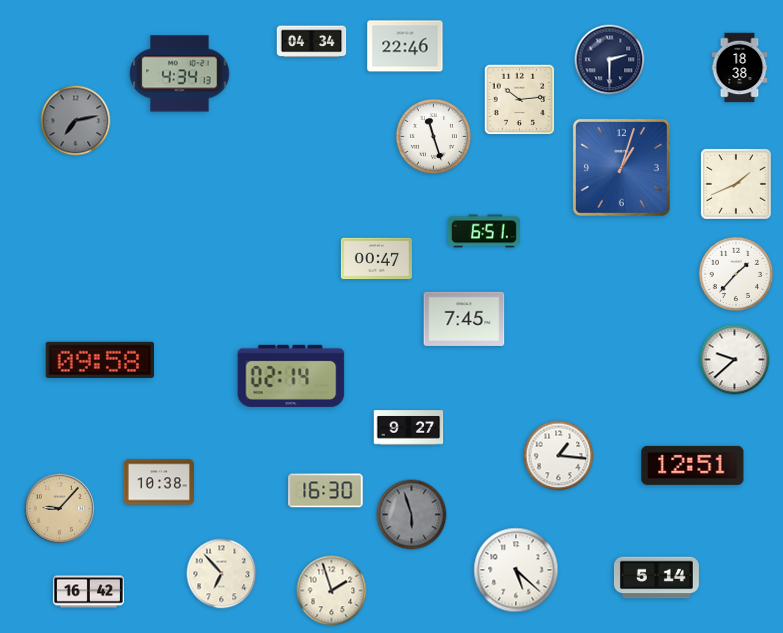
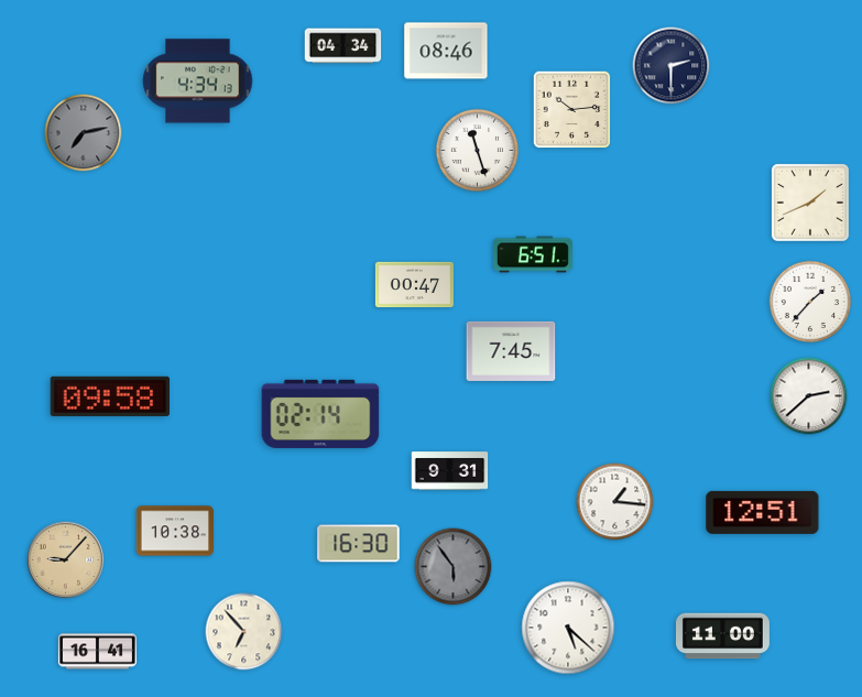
clock at (405, 46): 22:46 -> 08:46
clock at (740, 68): 18:38 -> none
clock at (621, 167): 1:03 -> none
clock at (735, 360): 9:38 -> 2:38
clock at (409, 428): 9:27 -> 9:31
clock at (326, 491) position: (326, 491) -> (359, 544)
clock at (412, 515): 5:57 -> 5:54
clock at (656, 578): 5:14 -> 11:00
clock at (332, 591): 1:57 -> none
clock at (88, 592): 16:42 -> 16:41
